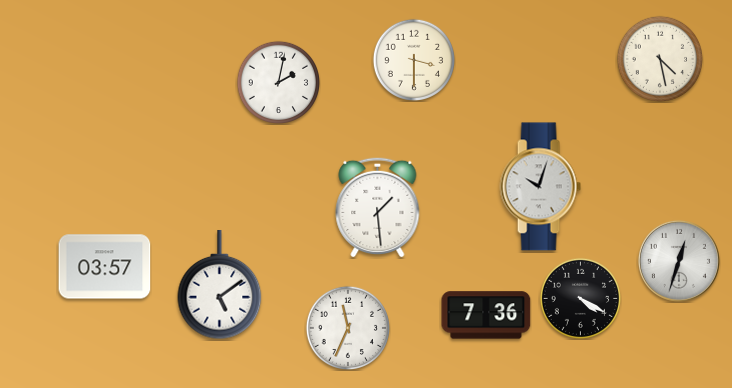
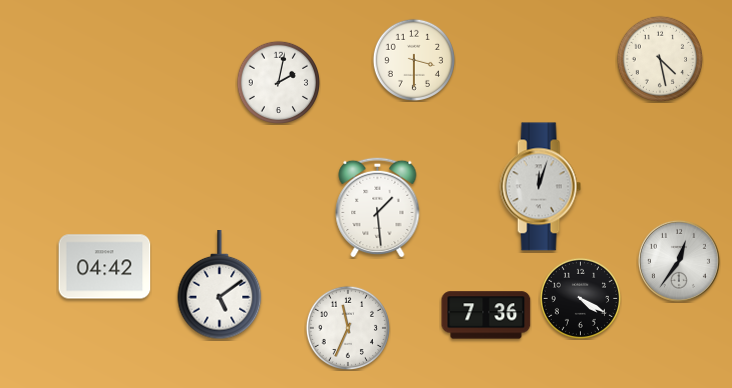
clock at (540, 187): 10:03 -> 12:03
clock at (679, 261): 12:33 -> 12:36
clock at (105, 267): 03:57 -> 04:42
